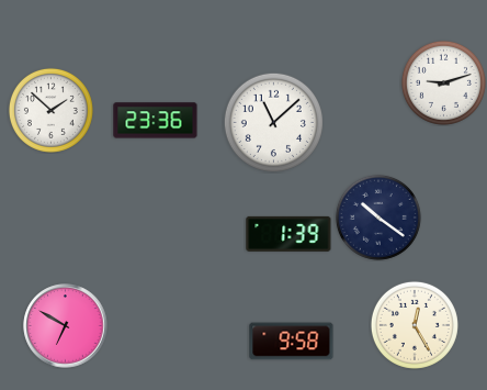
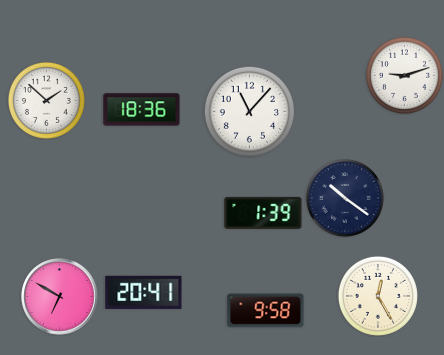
clock at (156, 121): 23:36 -> 18:36
clock at (273, 122): 11:08 -> 11:07
clock at (144, 292): none -> 20:41
